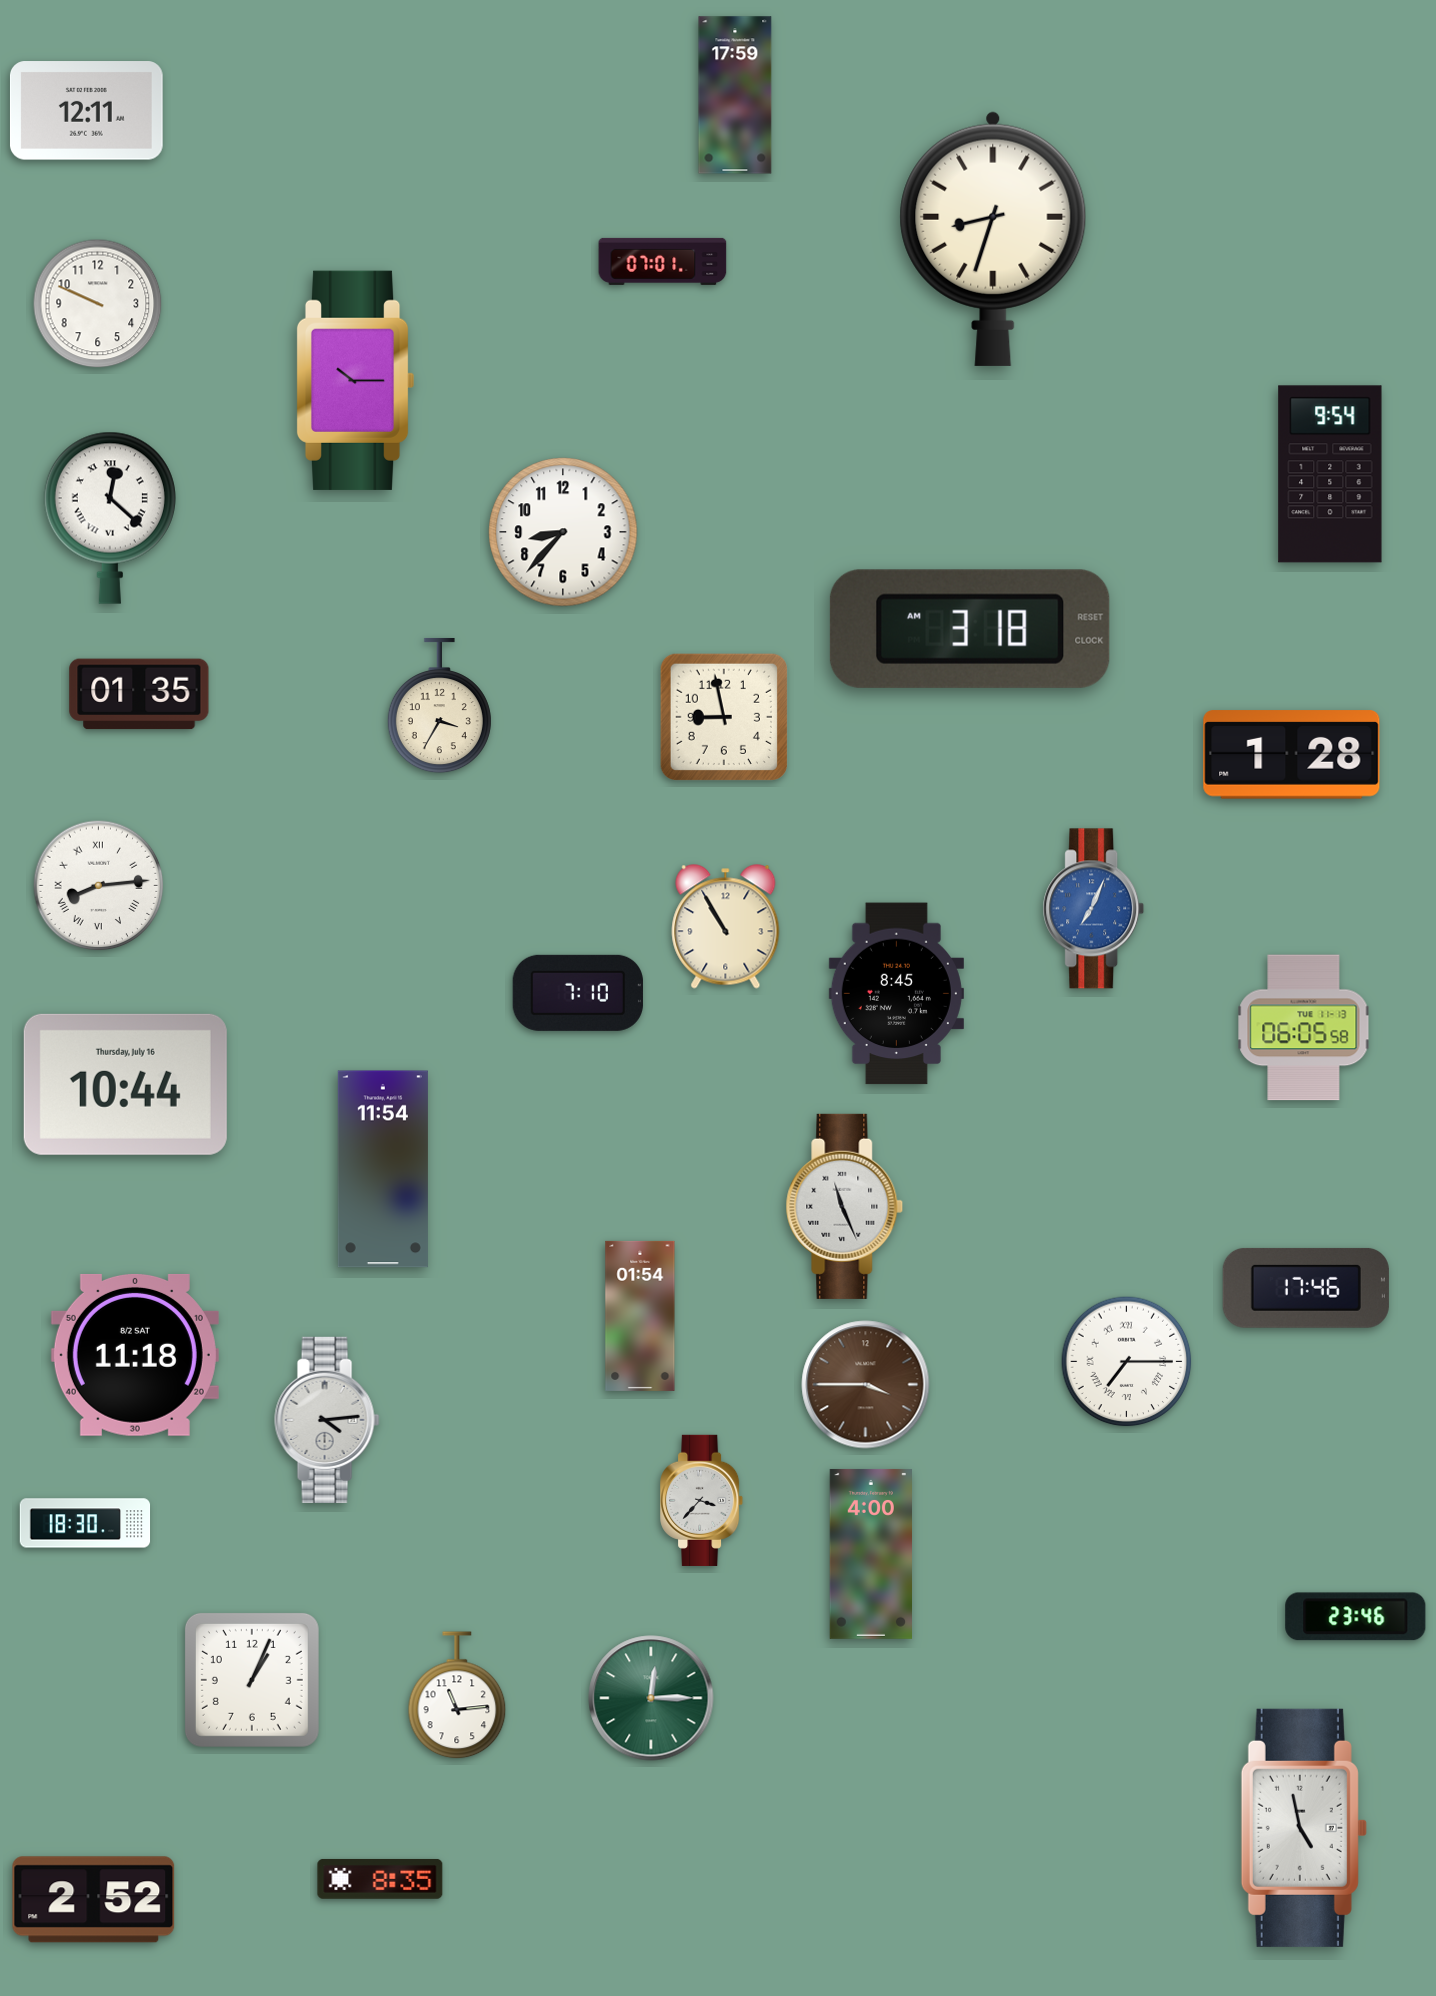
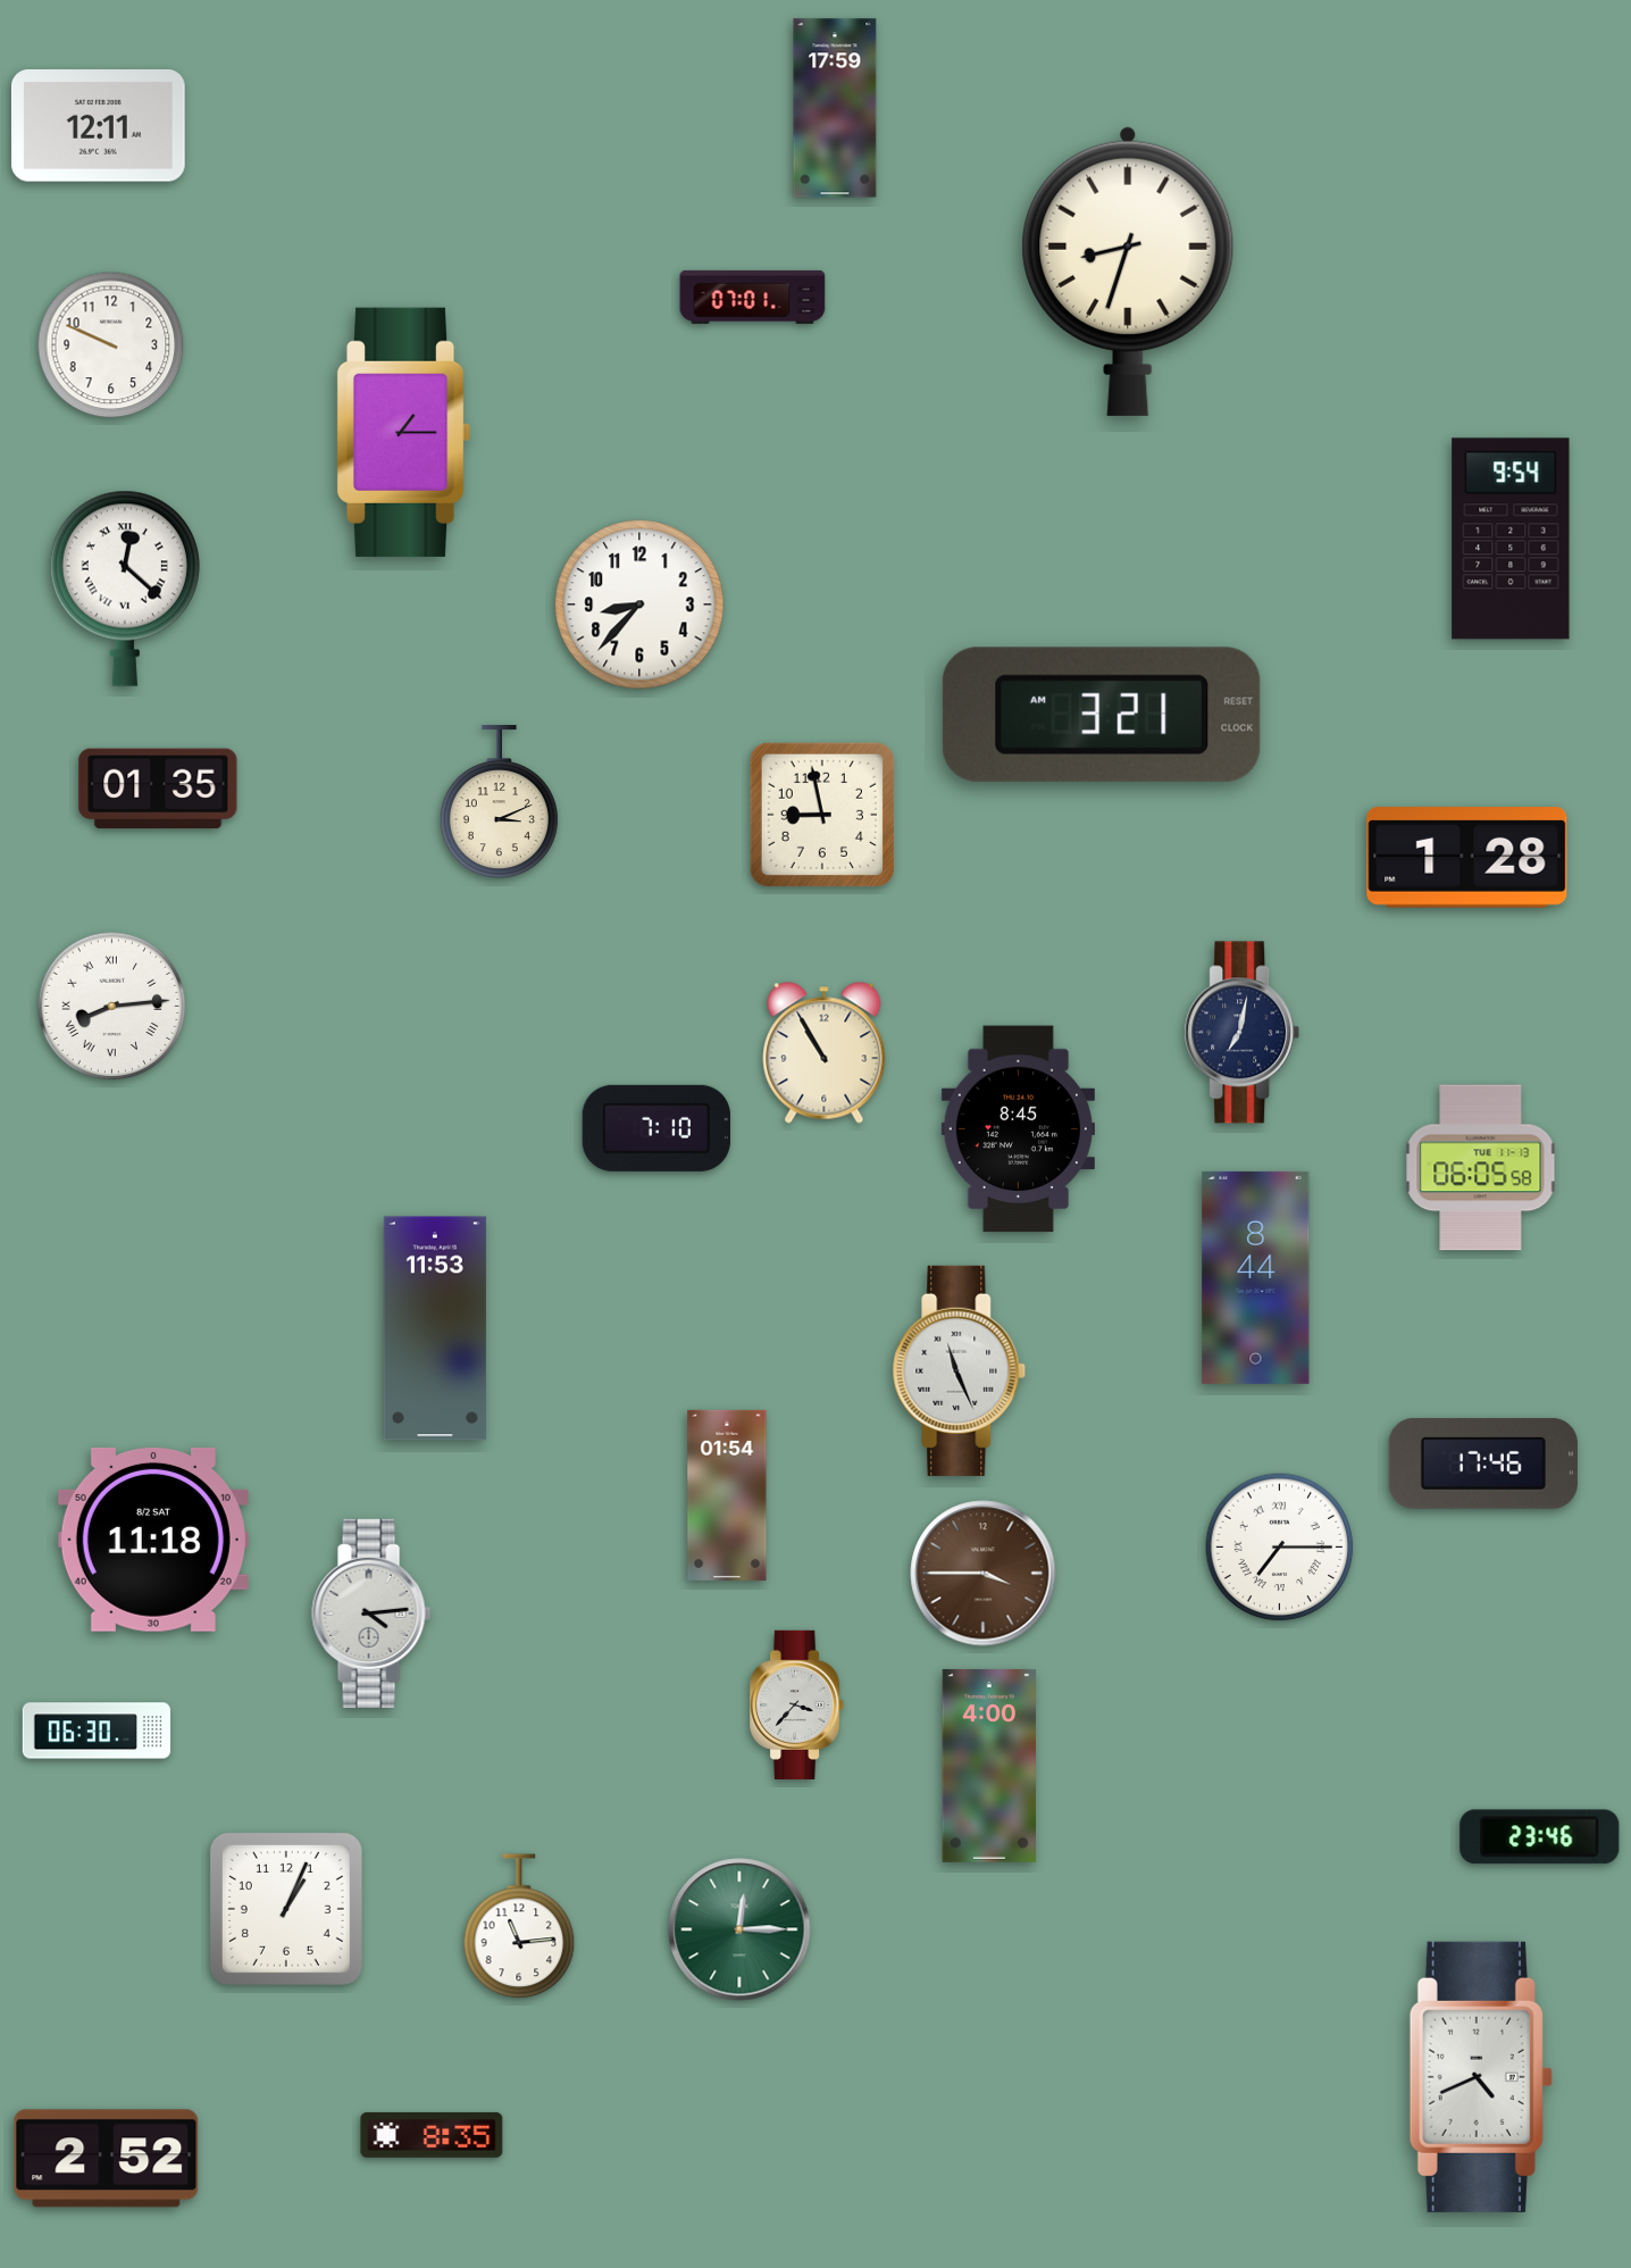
clock at (355, 380): 10:15 -> 1:15
clock at (970, 629): 3:18 -> 3:21
clock at (439, 706): 3:35 -> 3:11
clock at (1094, 909): 7:04 -> 7:02
clock at (1094, 909) dial: blue -> navy
clock at (125, 1084): 10:44 -> none
clock at (1256, 1277): none -> 8:44
clock at (383, 1169): 11:54 -> 11:53
clock at (85, 1523): 18:30 -> 06:30
clock at (1304, 1828): 4:58 -> 4:41
